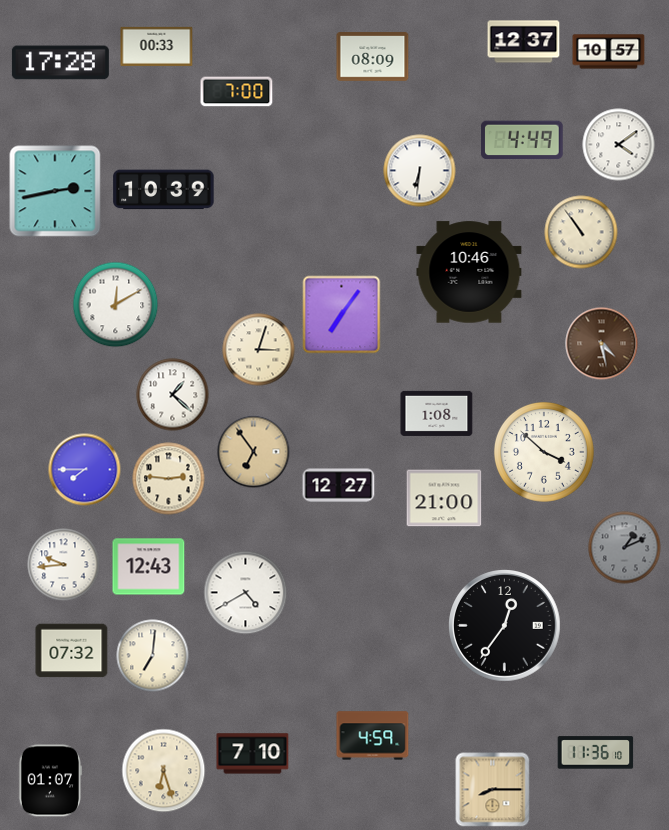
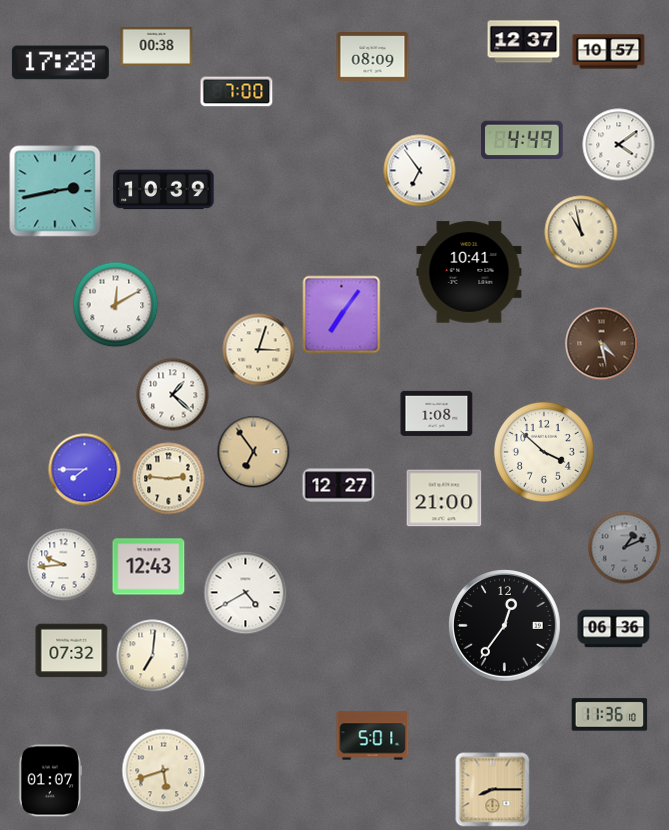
clock at (157, 46): 00:33 -> 00:38
clock at (420, 171): 6:31 -> 6:54
clock at (581, 232): 10:54 -> 10:58
clock at (469, 272): 10:46 -> 10:41
clock at (614, 629): none -> 06:36
clock at (373, 736): 4:59 -> 5:01
clock at (596, 753) position: (596, 753) -> (610, 715)
clock at (253, 754): 7:10 -> none
clock at (164, 771): 6:27 -> 5:42
